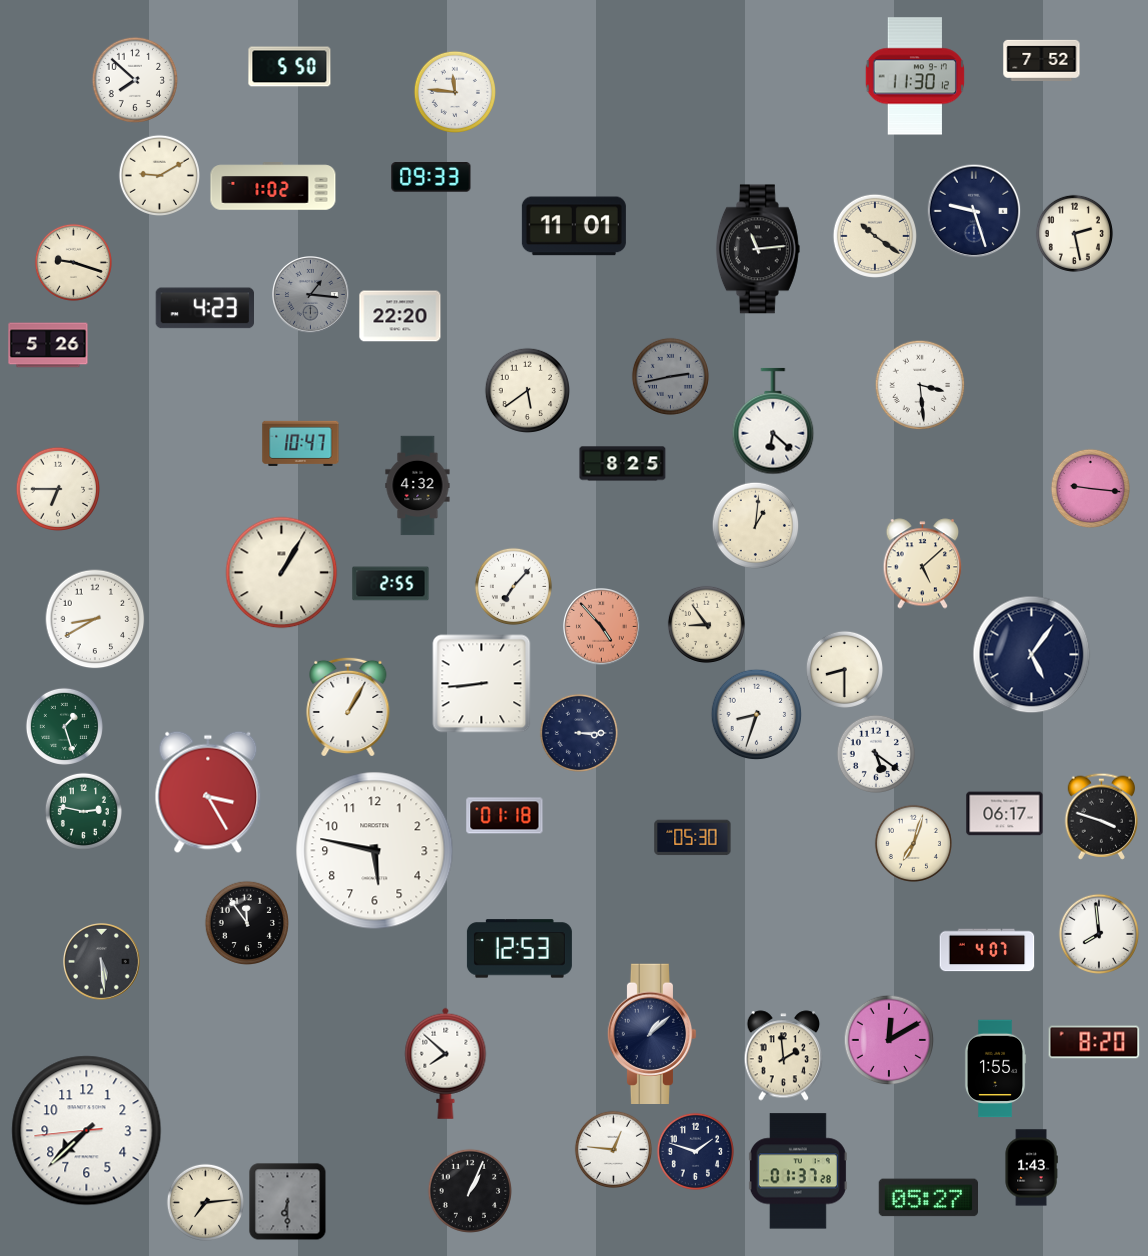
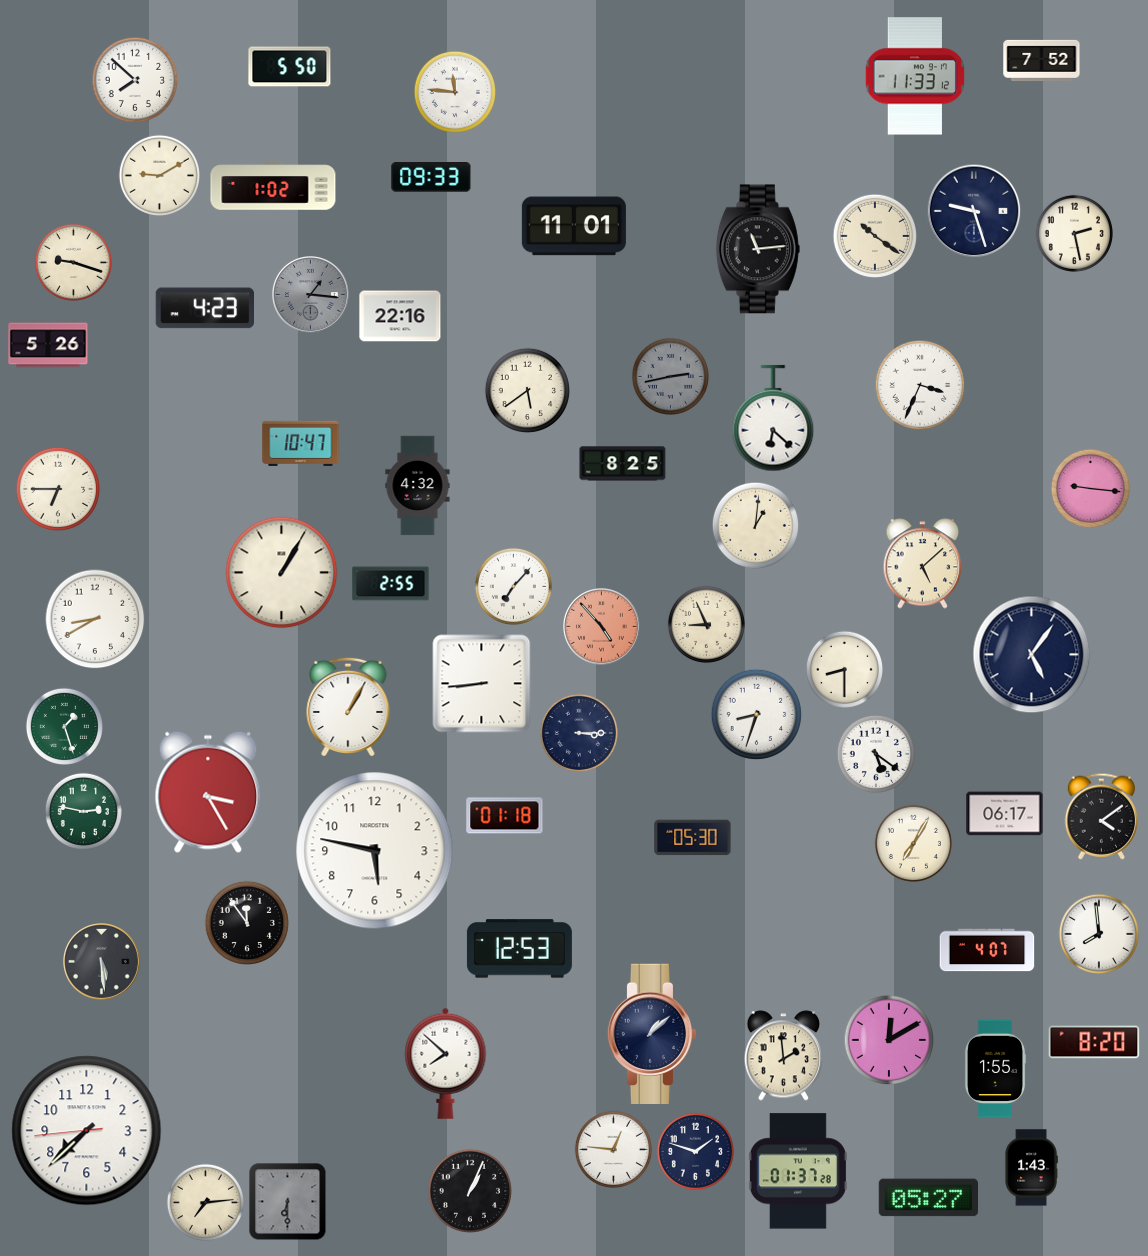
clock at (915, 76): 11:30 -> 11:33
clock at (400, 316): 22:20 -> 22:16
clock at (920, 385): 3:29 -> 3:34
clock at (773, 421) position: (773, 421) -> (773, 418)
clock at (706, 624): 8:54 -> 8:56
clock at (1102, 816): 3:48 -> 4:09
clock at (913, 843): 7:03 -> 7:05
